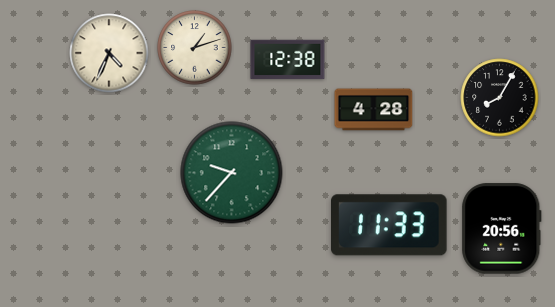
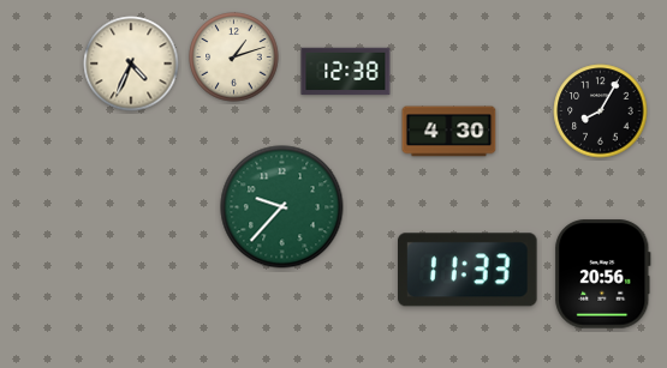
clock at (500, 98) position: (500, 98) -> (601, 111)
clock at (374, 110): 4:28 -> 4:30
clock at (232, 173) position: (232, 173) -> (282, 207)
